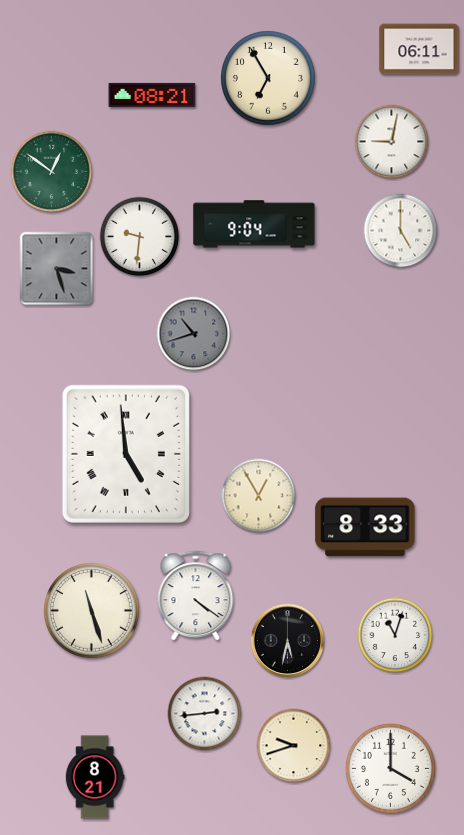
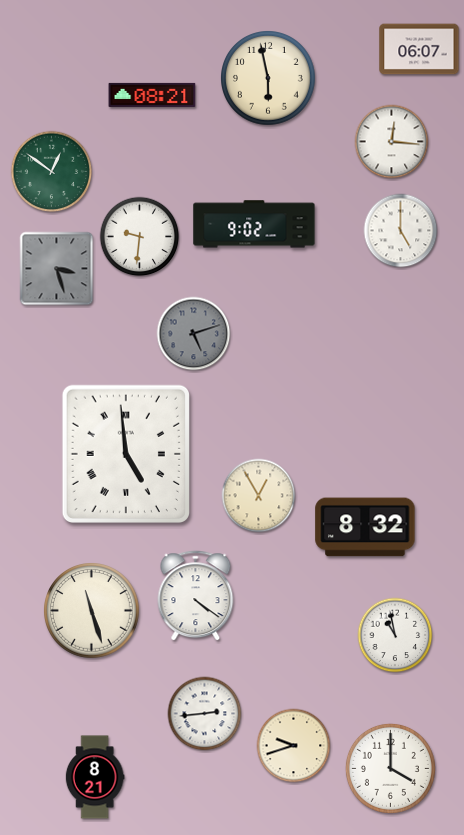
clock at (419, 49): 06:11 -> 06:07
clock at (269, 79): 6:55 -> 5:58
clock at (392, 142): 9:02 -> 12:16
clock at (254, 224): 9:04 -> 9:02
clock at (194, 334): 10:42 -> 5:12
clock at (365, 527): 8:33 -> 8:32
clock at (395, 635): 11:03 -> 10:58
clock at (287, 640): 5:32 -> none
